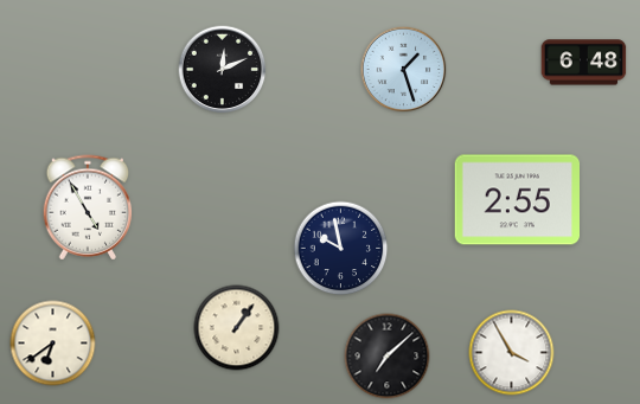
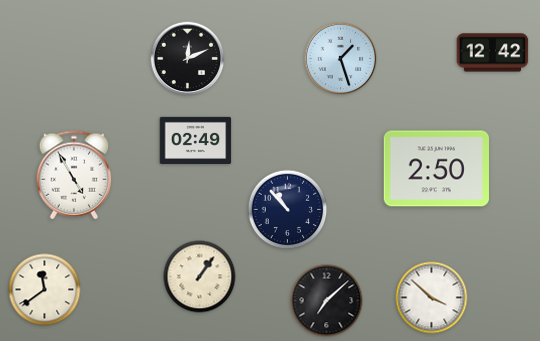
clock at (584, 63): 6:48 -> 12:42
clock at (196, 140): none -> 02:49
clock at (517, 200): 2:55 -> 2:50
clock at (341, 249): 9:58 -> 10:53
clock at (53, 344): 6:39 -> 11:39
clock at (512, 353): 3:55 -> 3:52
